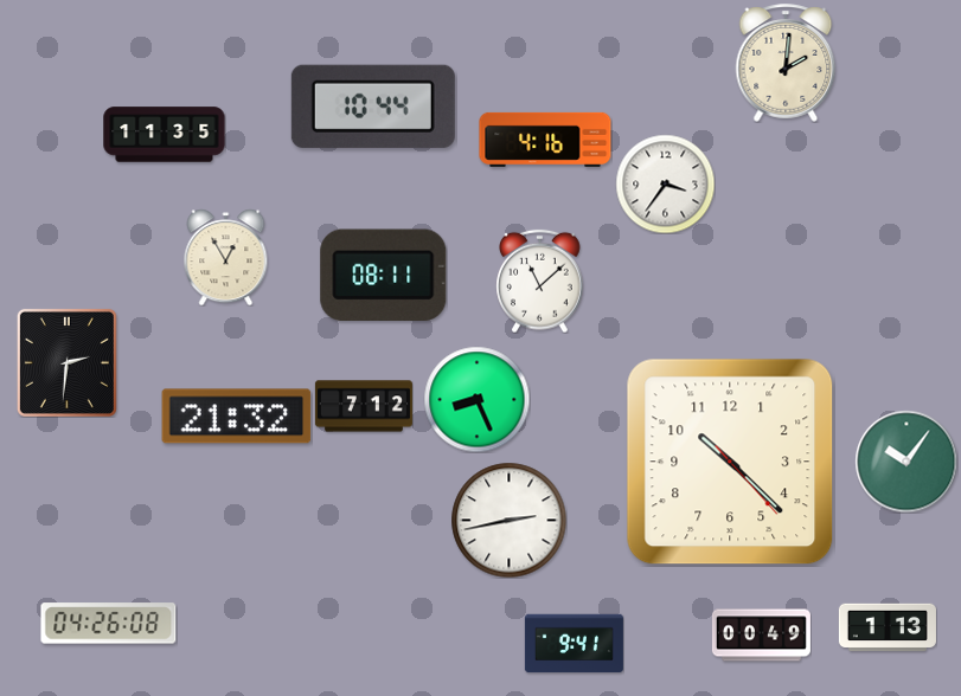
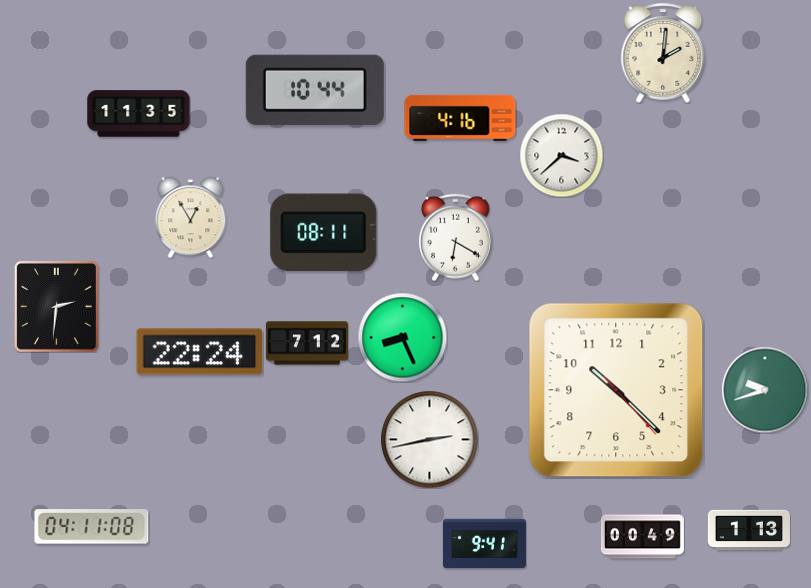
clock at (665, 183): 3:36 -> 3:38
clock at (540, 281): 11:08 -> 6:20
clock at (237, 417): 21:32 -> 22:24
clock at (906, 462): 10:06 -> 9:42
clock at (109, 624): 04:26 -> 04:11
